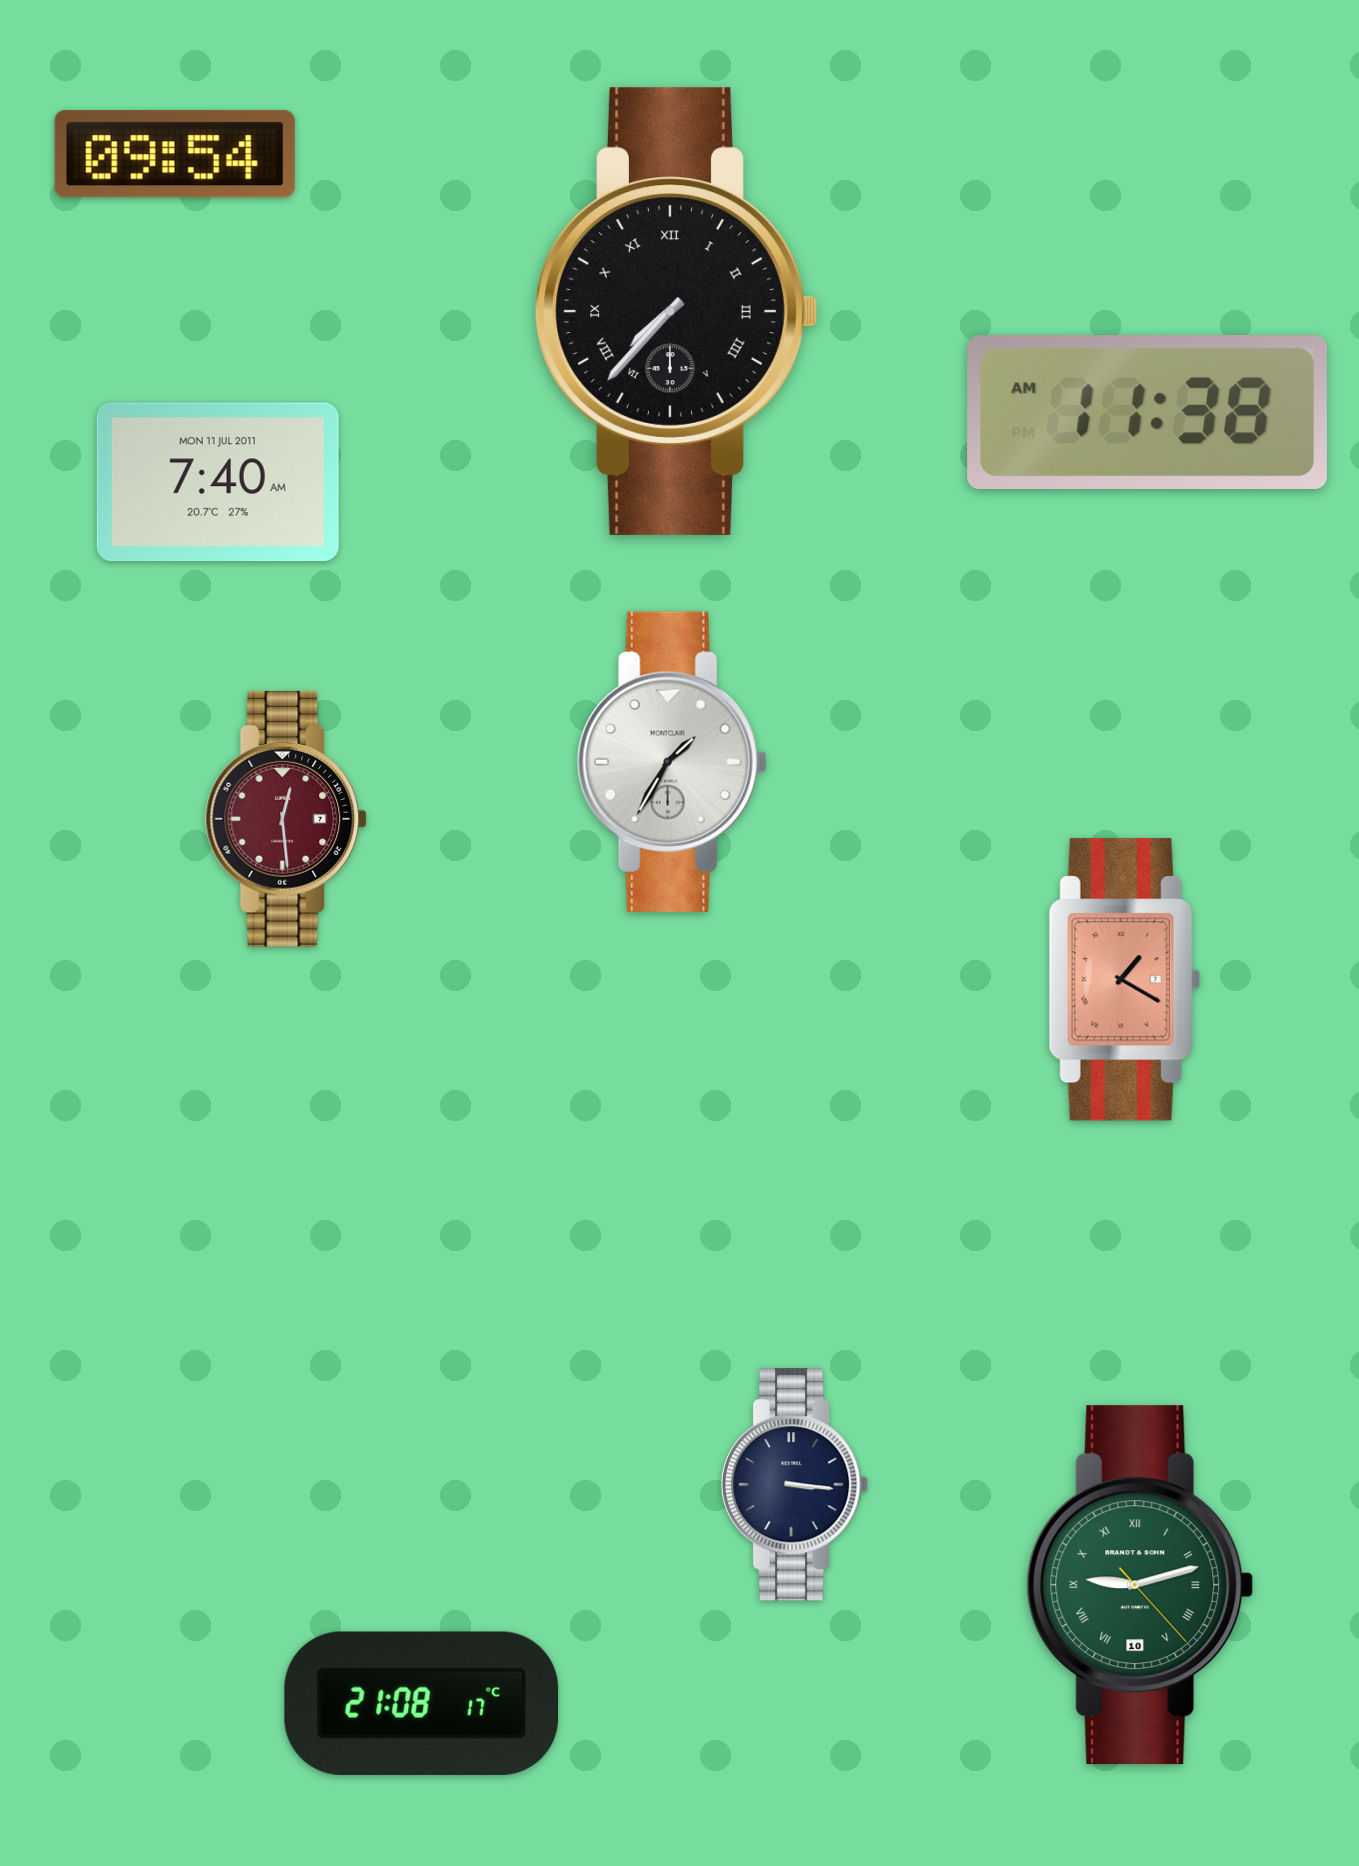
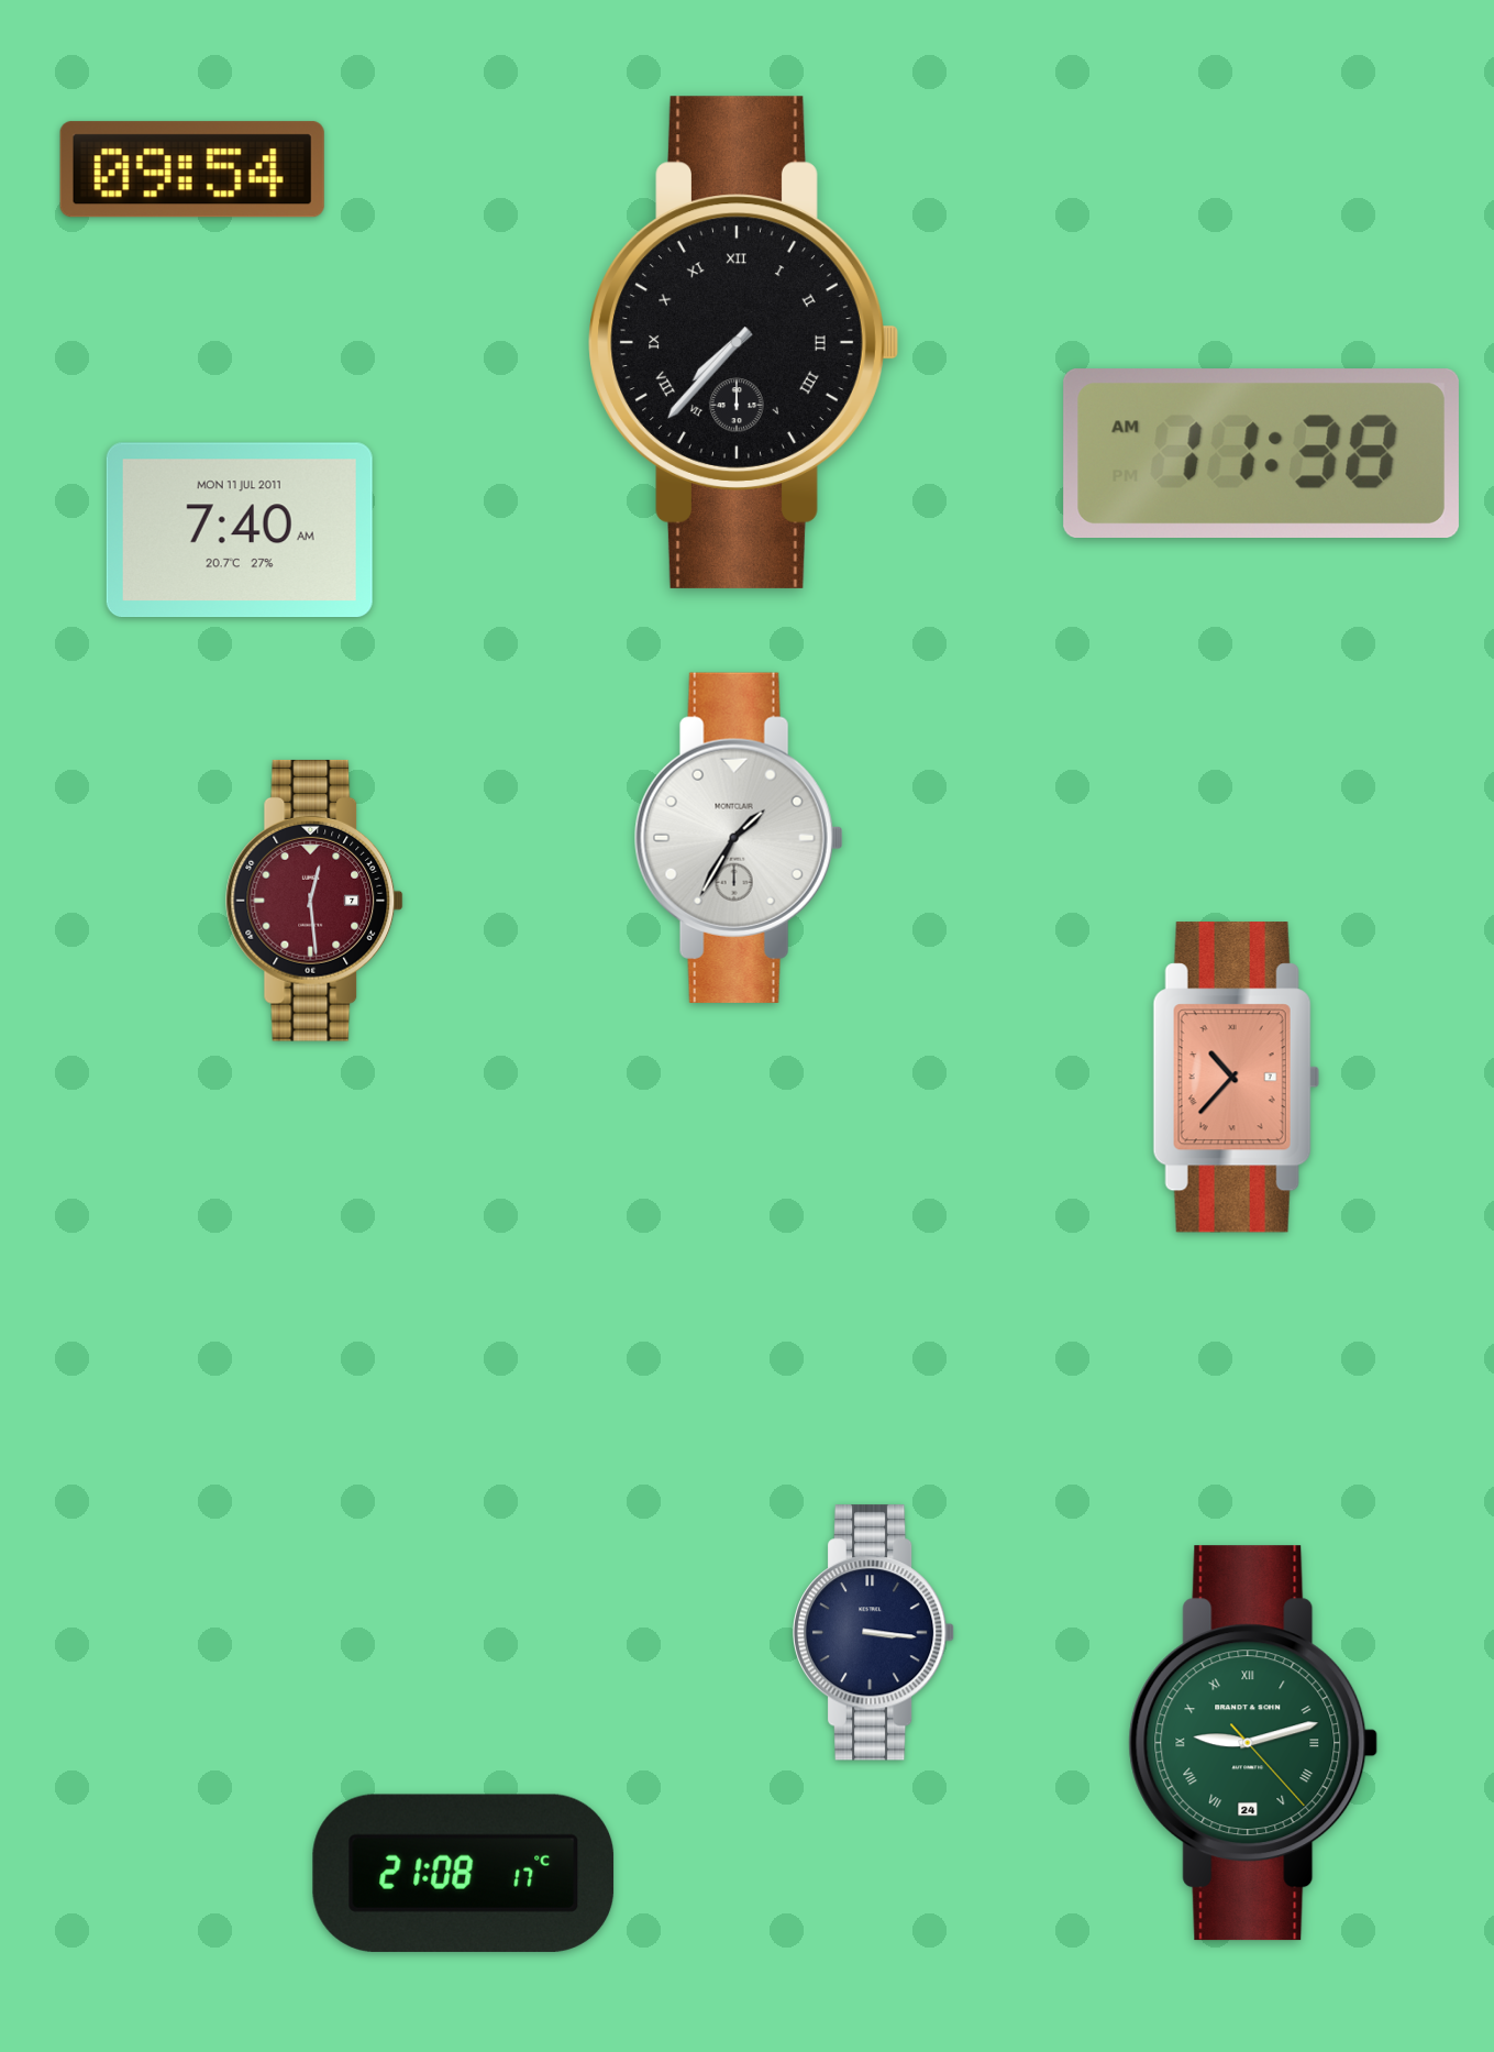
clock at (1124, 980): 1:20 -> 10:37
clock at (1140, 1585) date: 10 -> 24
